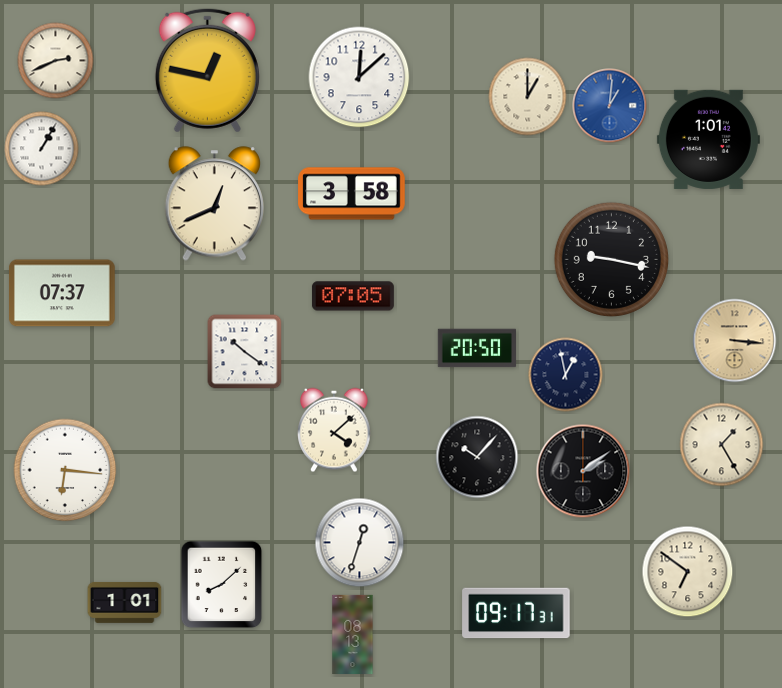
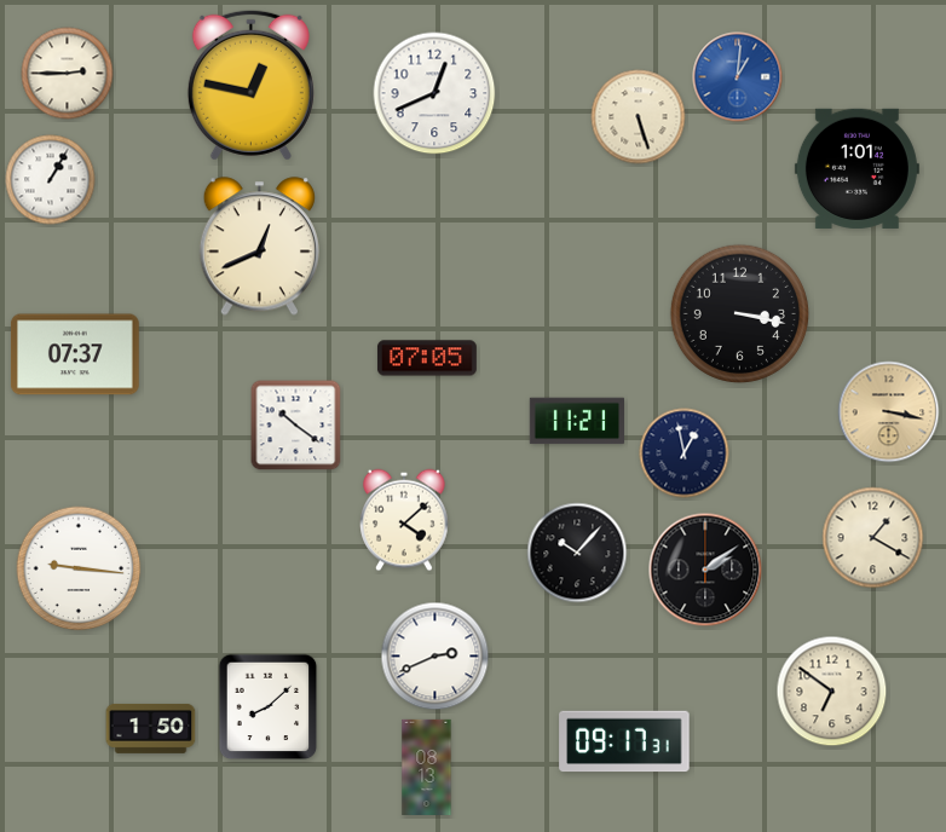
clock at (56, 61): 2:41 -> 2:45
clock at (359, 77): 12:08 -> 12:41
clock at (528, 97): 1:00 -> 5:27
clock at (610, 106) position: (610, 106) -> (738, 77)
clock at (352, 194): 3:58 -> none
clock at (611, 259): 9:17 -> 3:17
clock at (735, 341): 3:16 -> 3:17
clock at (476, 348): 20:50 -> 11:21
clock at (722, 445): 1:25 -> 1:20
clock at (65, 470): 6:16 -> 9:16
clock at (360, 543): 12:33 -> 2:41
clock at (125, 602): 1:01 -> 1:50
